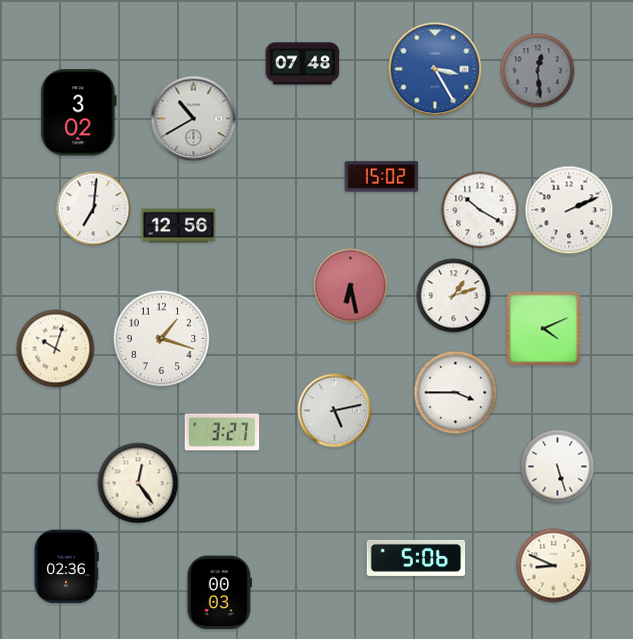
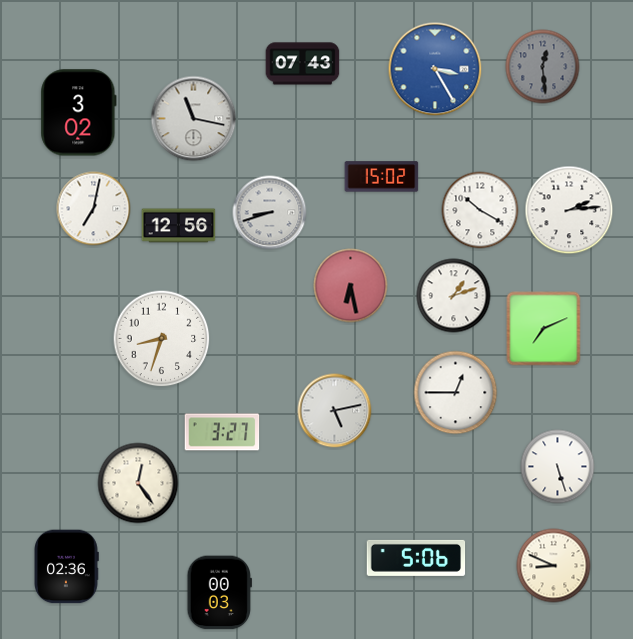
clock at (303, 64): 07:48 -> 07:43
clock at (538, 71) position: (538, 71) -> (543, 67)
clock at (194, 119): 10:40 -> 11:17
clock at (94, 209): 7:01 -> 7:02
clock at (569, 210): 2:11 -> 2:14
clock at (270, 213): none -> 8:42
clock at (544, 329): 4:11 -> 7:11
clock at (162, 339): 1:18 -> 8:33
clock at (56, 349): 10:03 -> none
clock at (456, 393): 3:45 -> 12:45
